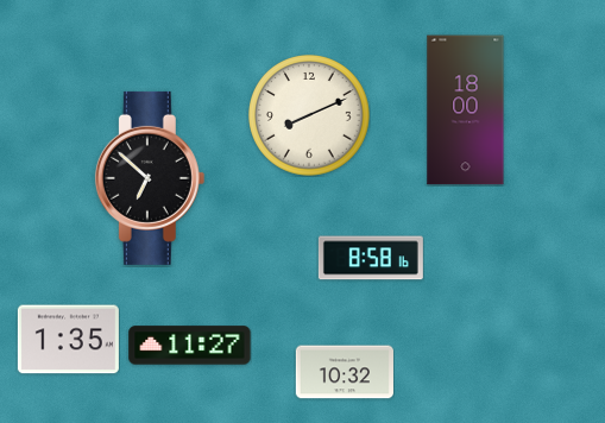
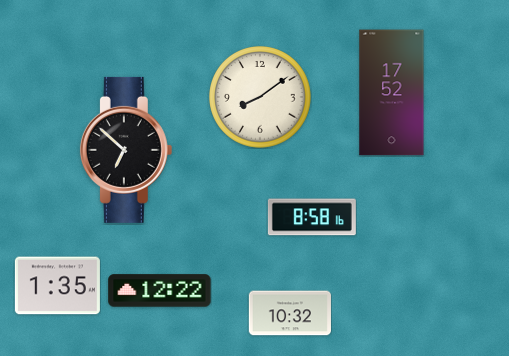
clock at (466, 111): 18:00 -> 17:52
clock at (310, 116): 8:11 -> 8:09
clock at (190, 346): 11:27 -> 12:22
